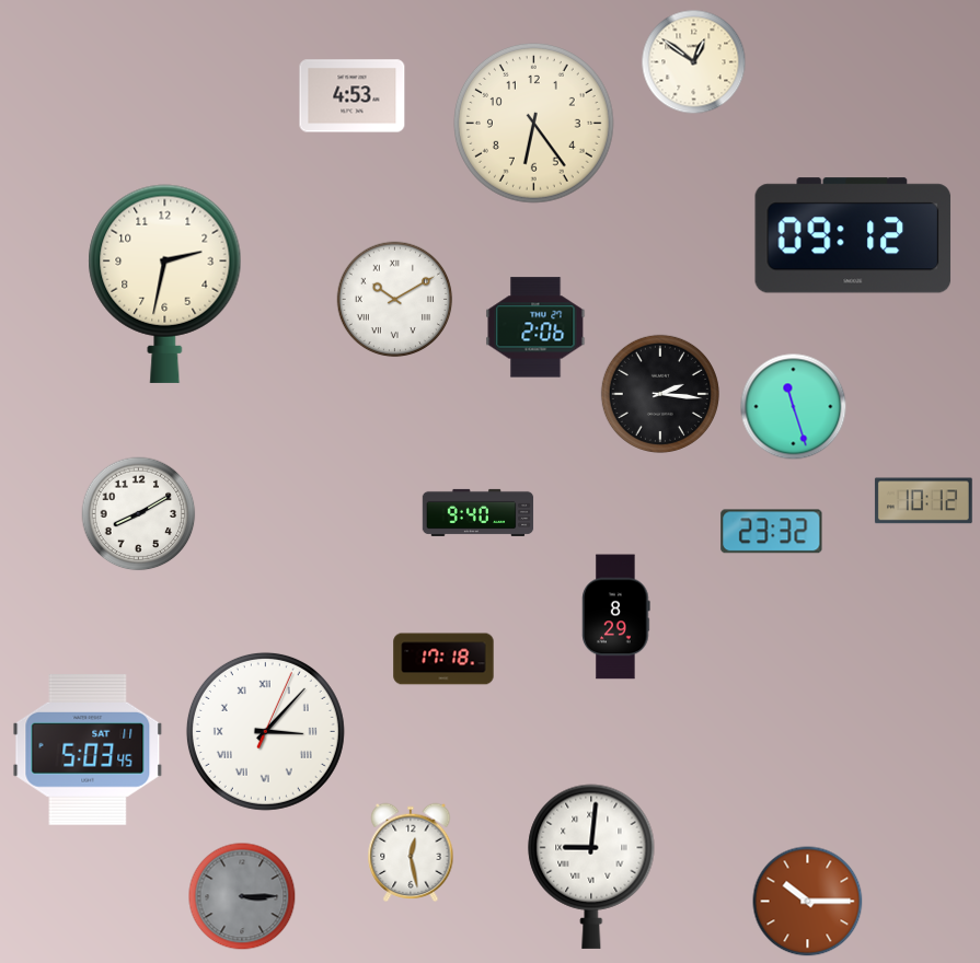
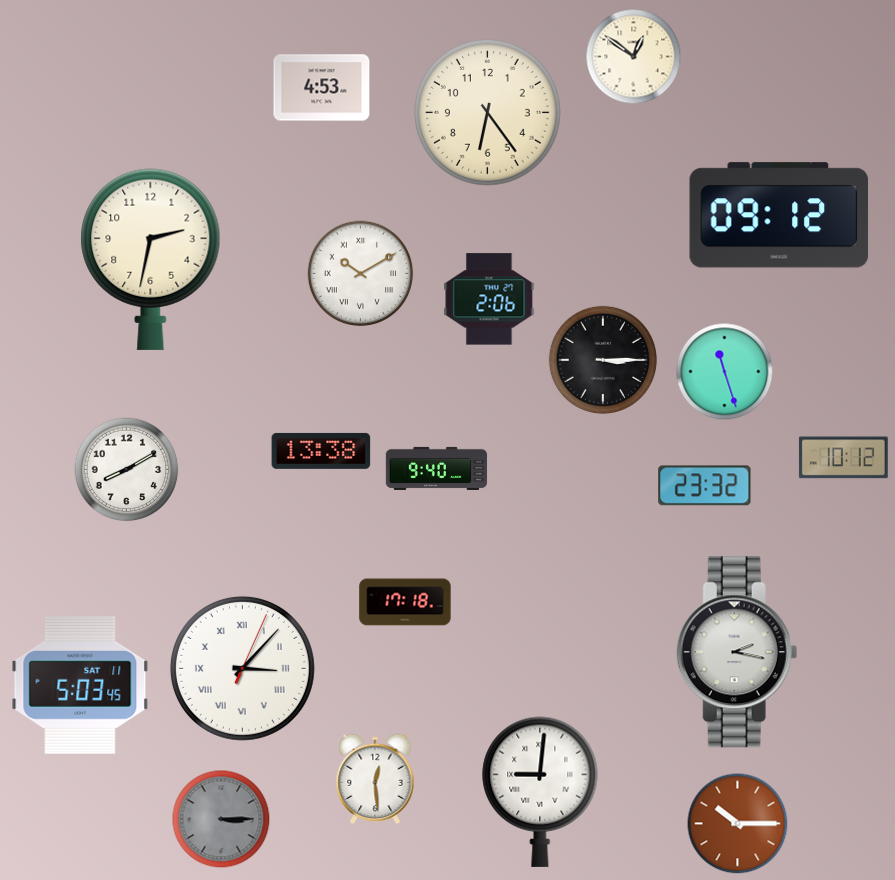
clock at (660, 394): 2:16 -> 3:15
clock at (321, 451): none -> 13:38
clock at (616, 617): 8:29 -> none
clock at (737, 652): none -> 2:17
clock at (411, 852): 12:28 -> 12:29
